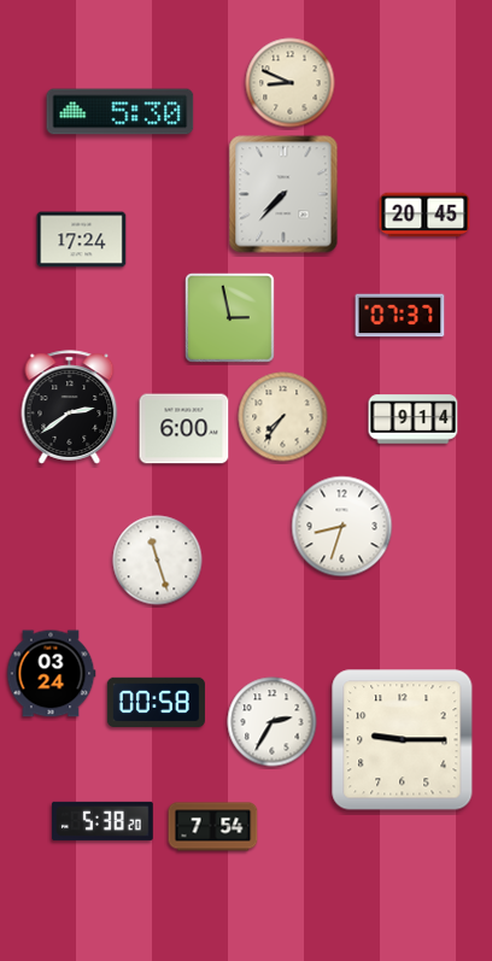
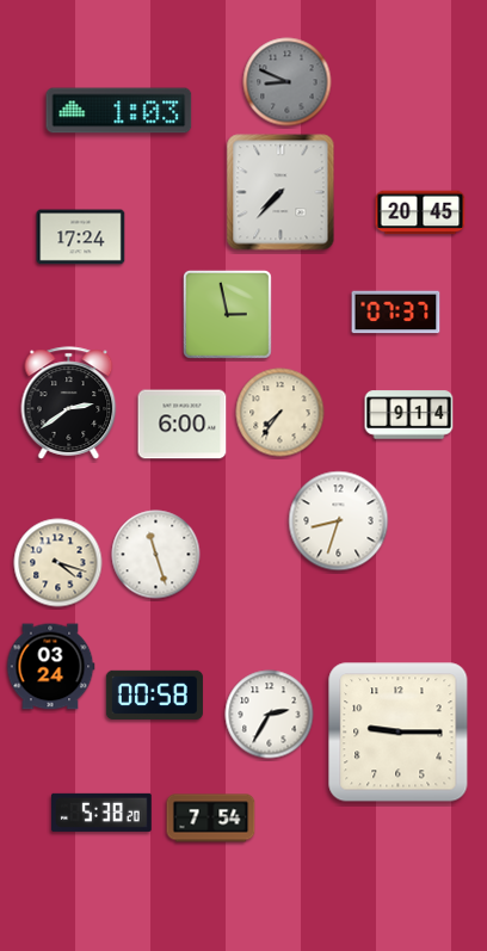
clock at (291, 83) dial: cream -> grey
clock at (121, 112): 5:30 -> 1:03
clock at (58, 563): none -> 4:18
